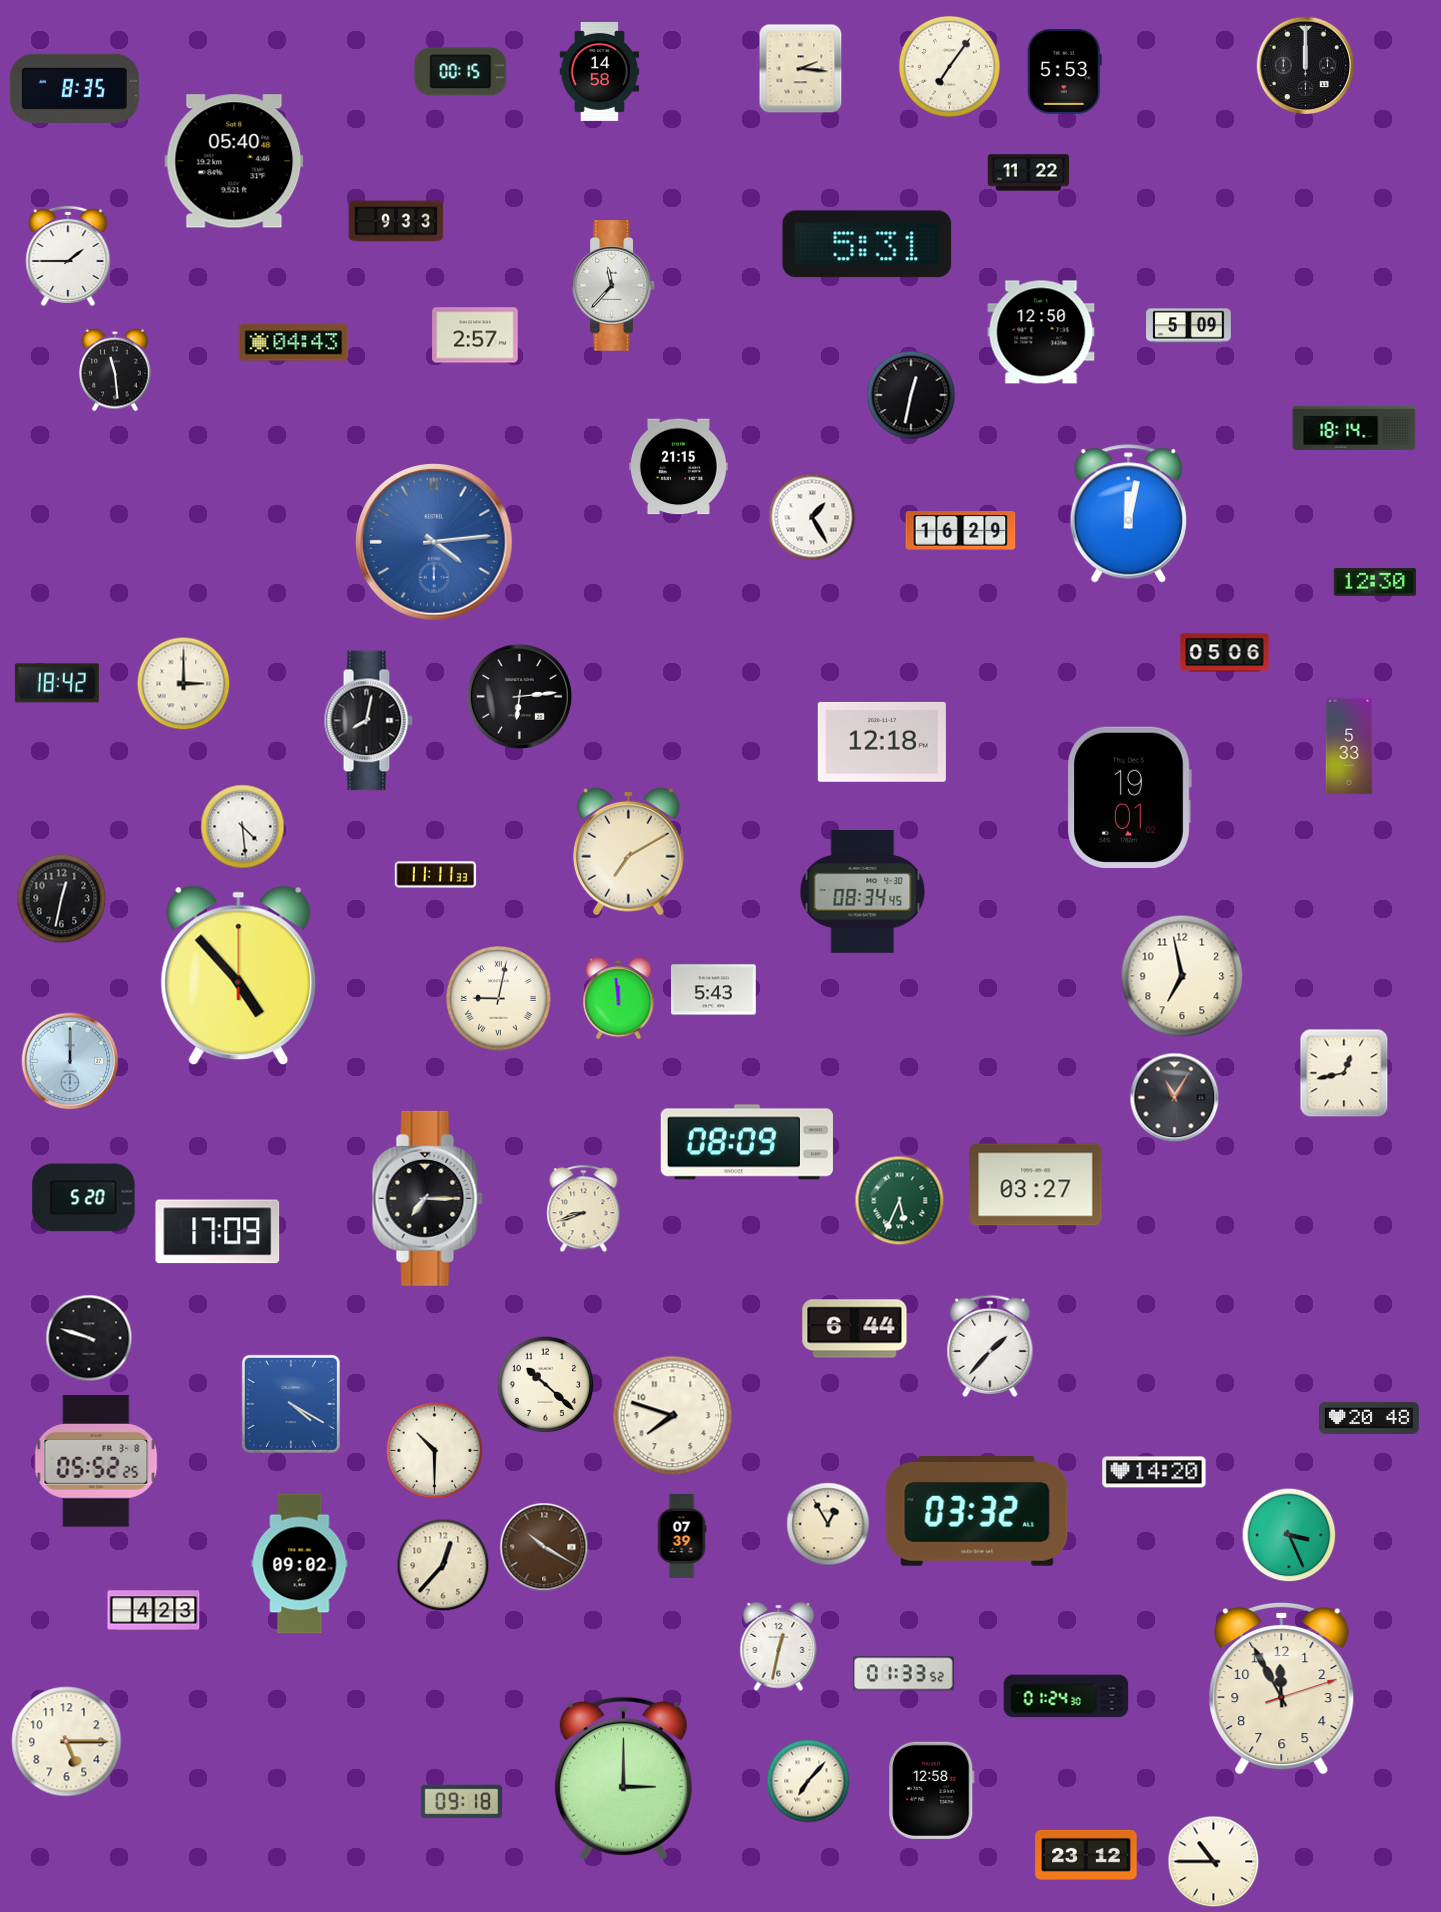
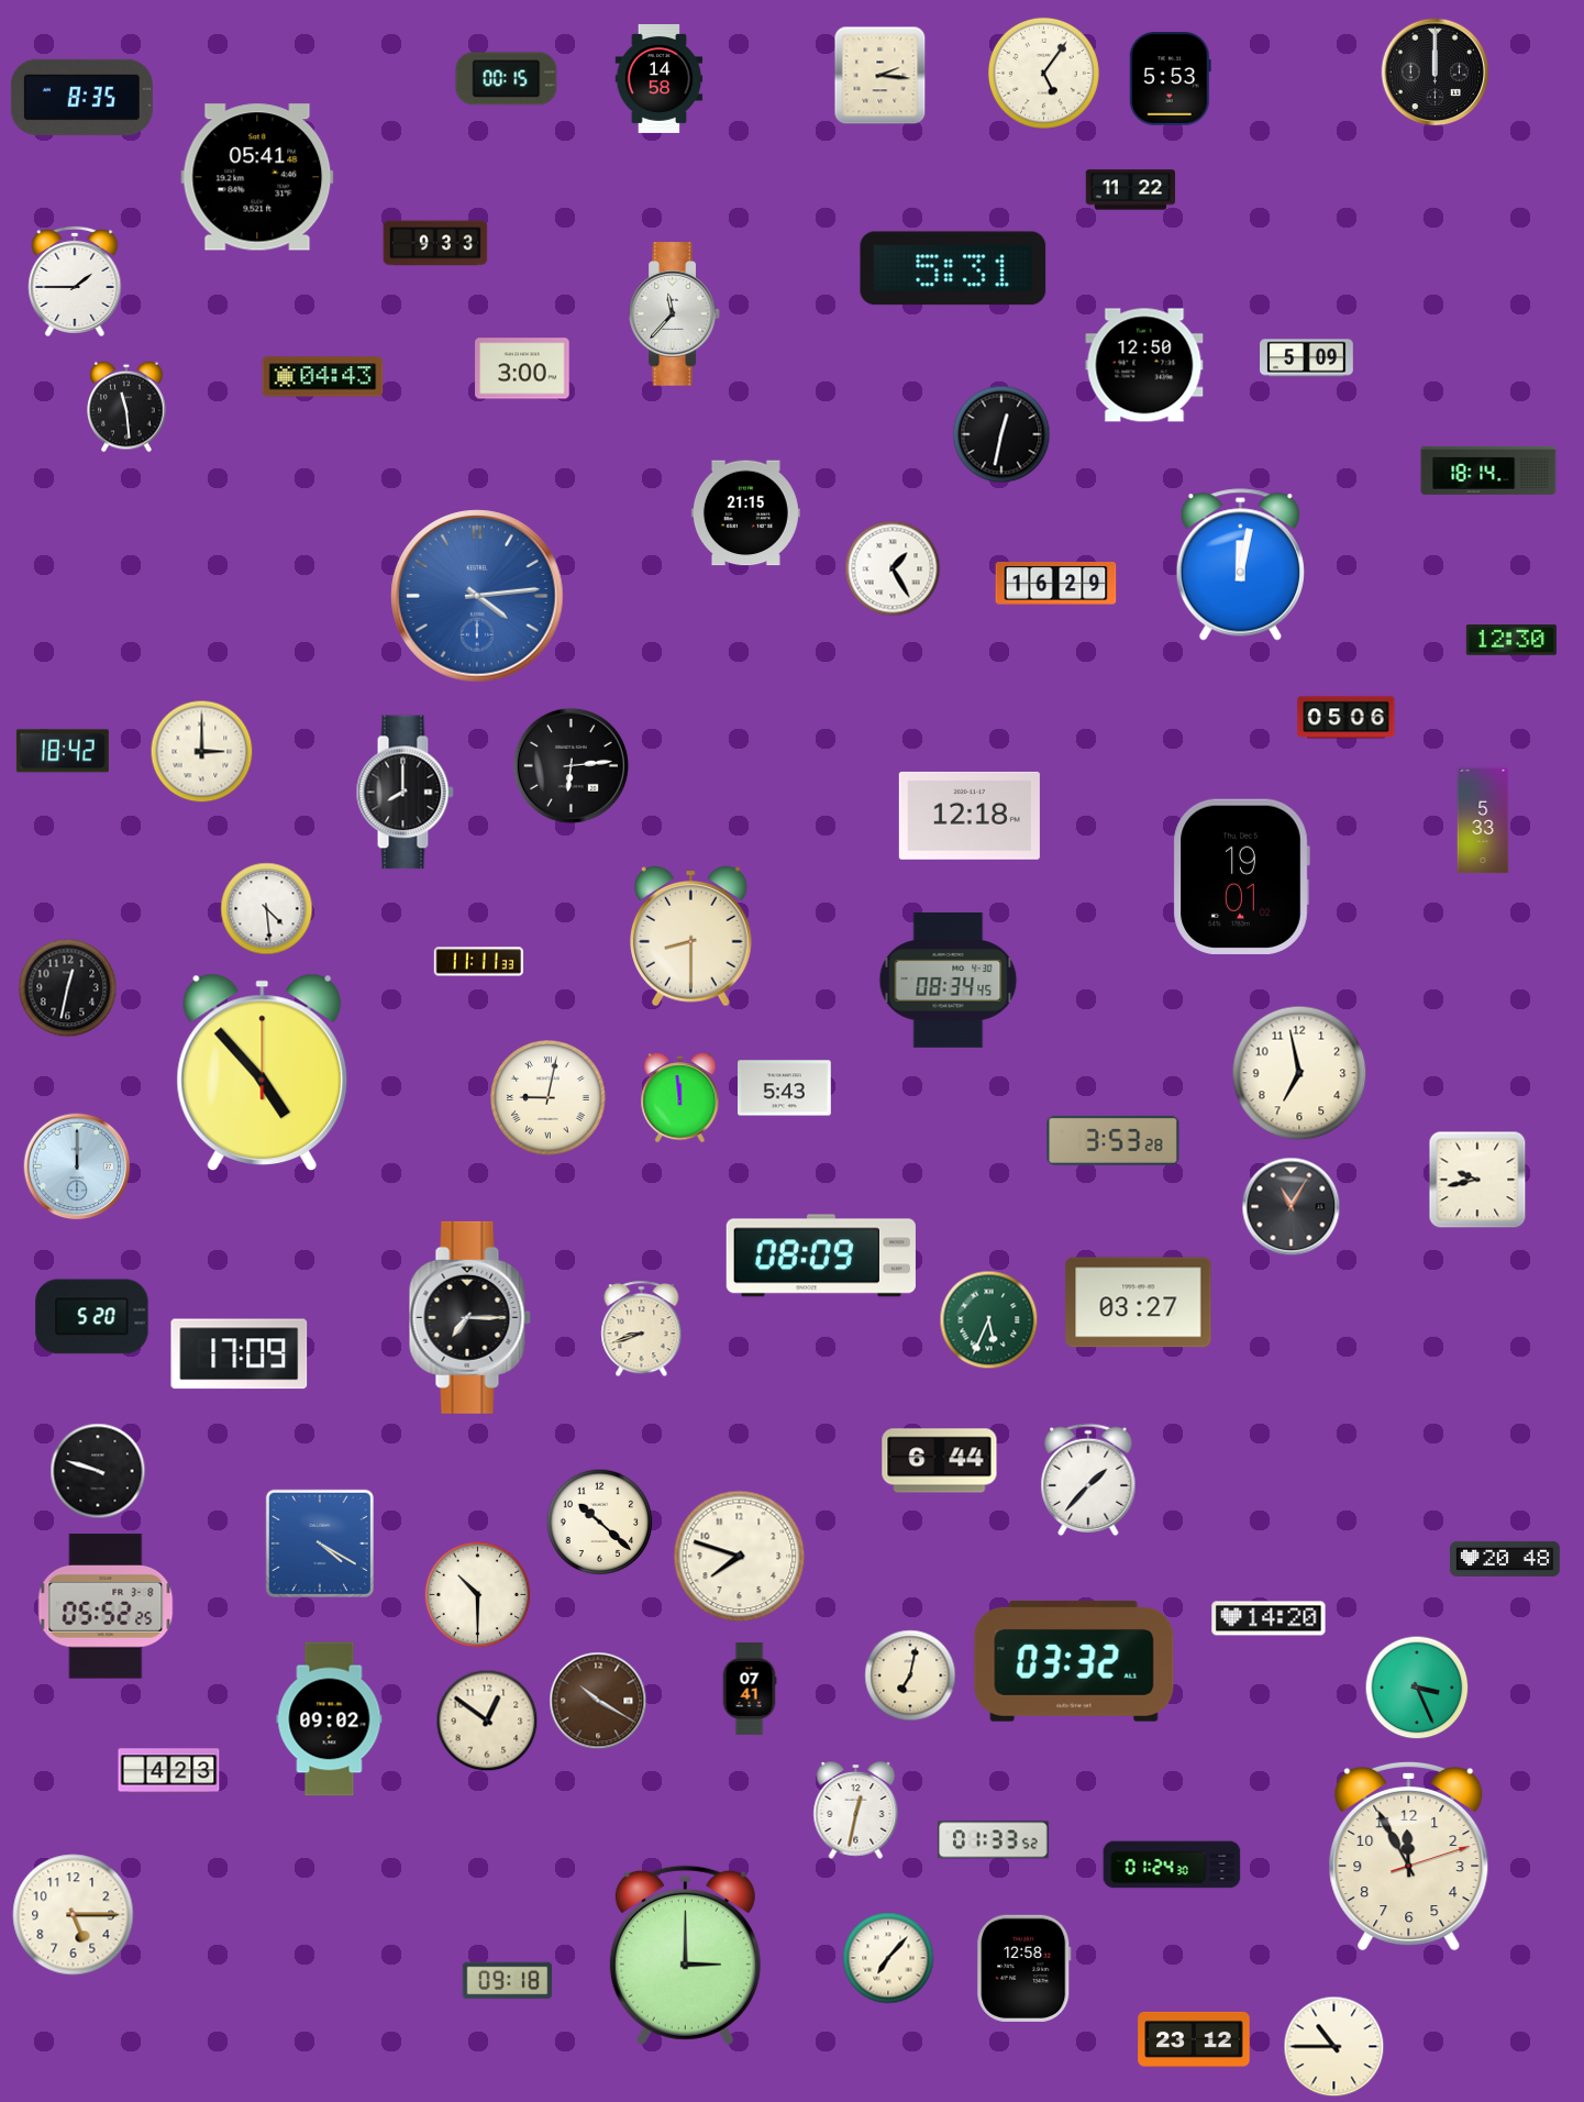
clock at (949, 66): 7:06 -> 5:06
clock at (234, 161): 05:40 -> 05:41
clock at (475, 335): 2:57 -> 3:00
clock at (368, 721): 8:02 -> 8:00
clock at (629, 851): 7:10 -> 8:30
clock at (1114, 1140): none -> 3:53
clock at (1344, 1073): 12:43 -> 9:43
clock at (828, 1524): 12:55 -> 7:02
clock at (682, 1536): 07:39 -> 07:41
clock at (443, 1565): 12:37 -> 12:51
